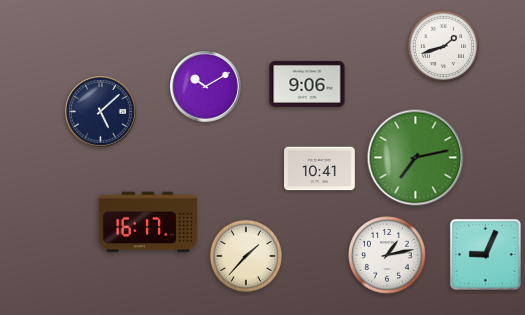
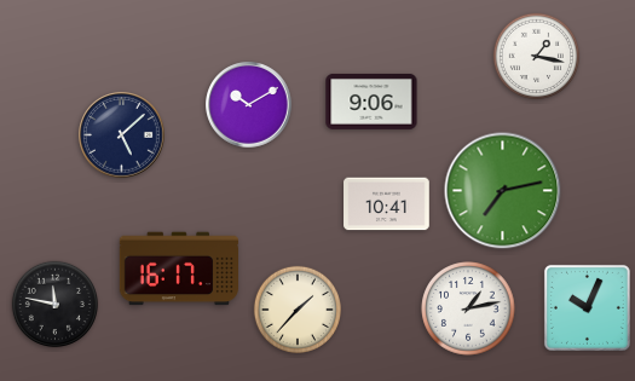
clock at (444, 47): 1:42 -> 1:17
clock at (56, 305): none -> 11:47
clock at (485, 254): 9:04 -> 10:04
